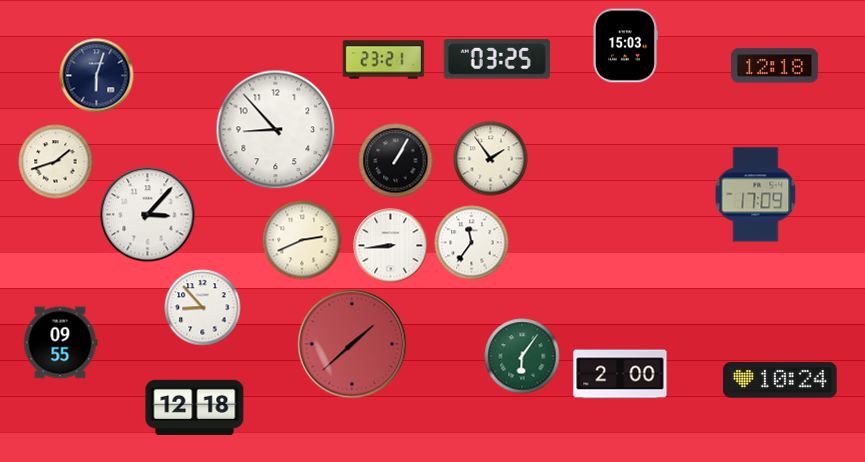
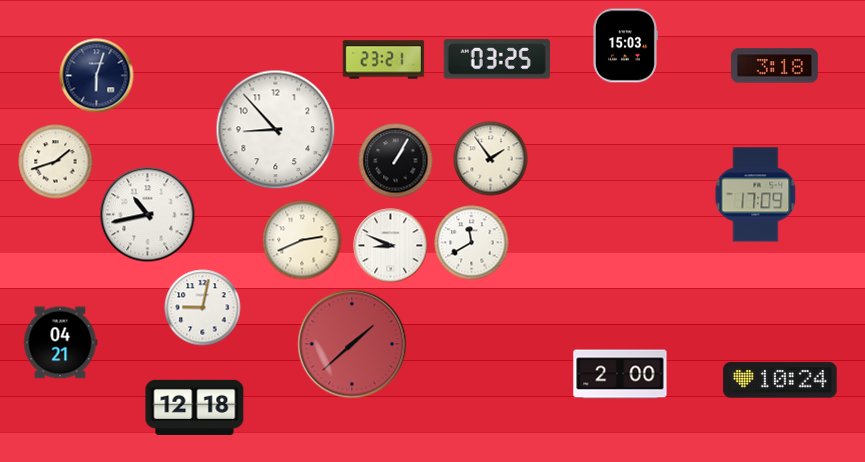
clock at (775, 66): 12:18 -> 3:18
clock at (148, 215): 3:07 -> 10:43
clock at (472, 243): 11:36 -> 11:40
clock at (391, 246): 8:44 -> 8:49
clock at (203, 308): 8:53 -> 9:02
clock at (61, 343): 09:55 -> 04:21
clock at (522, 356): 6:06 -> none
